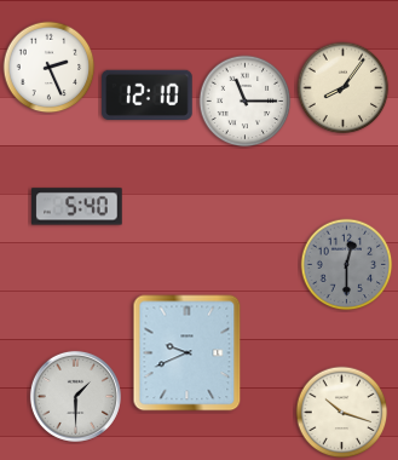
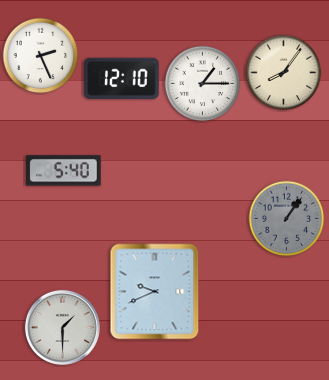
clock at (246, 102): 11:15 -> 1:15
clock at (347, 265): 12:30 -> 1:06
clock at (342, 413): 10:18 -> none
